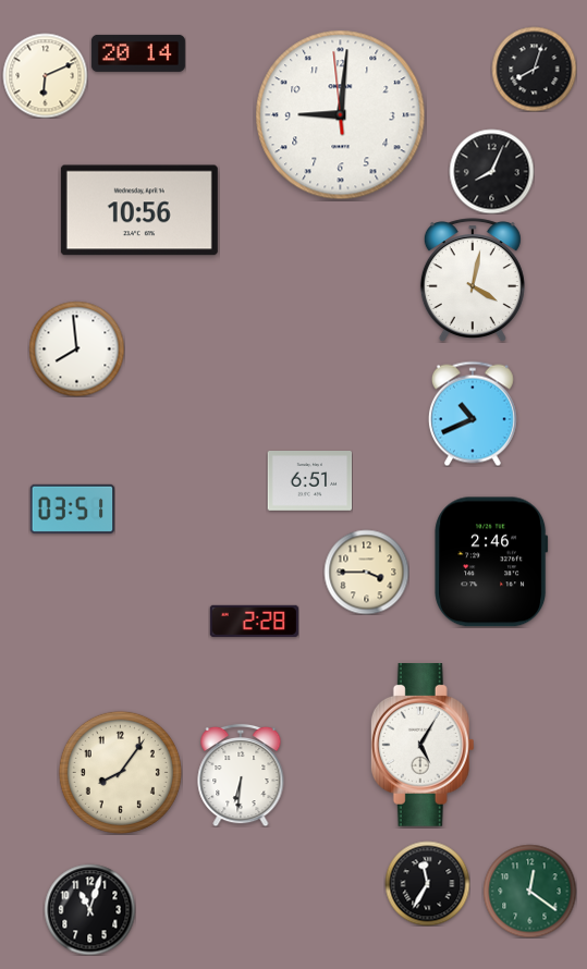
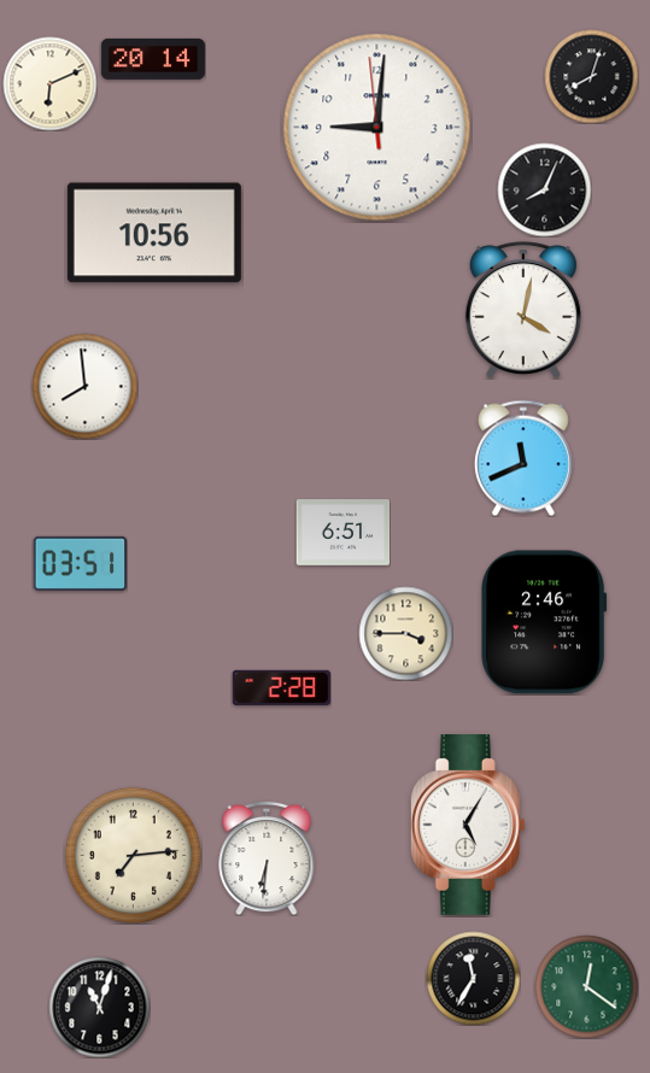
clock at (473, 414): 10:41 -> 11:41
clock at (120, 772): 8:06 -> 7:14
